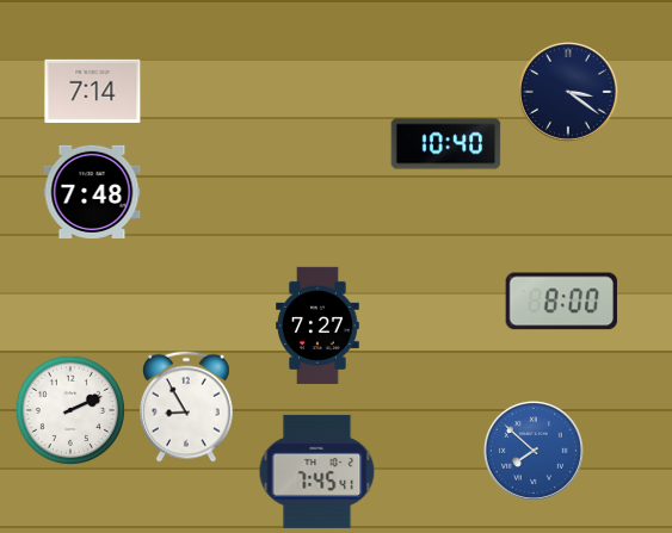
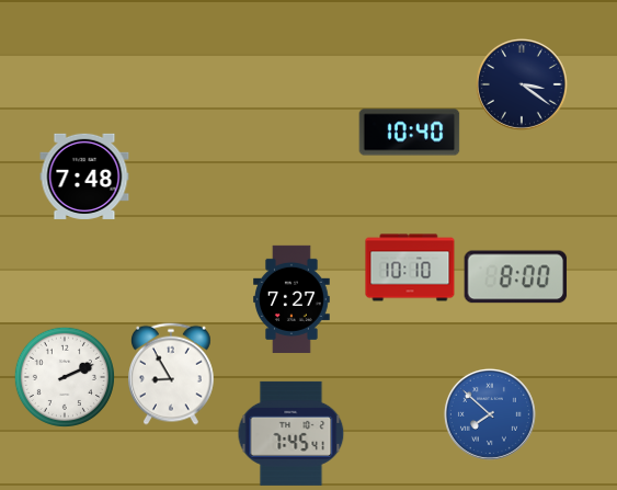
clock at (93, 91): 7:14 -> none
clock at (410, 267): none -> 10:10
